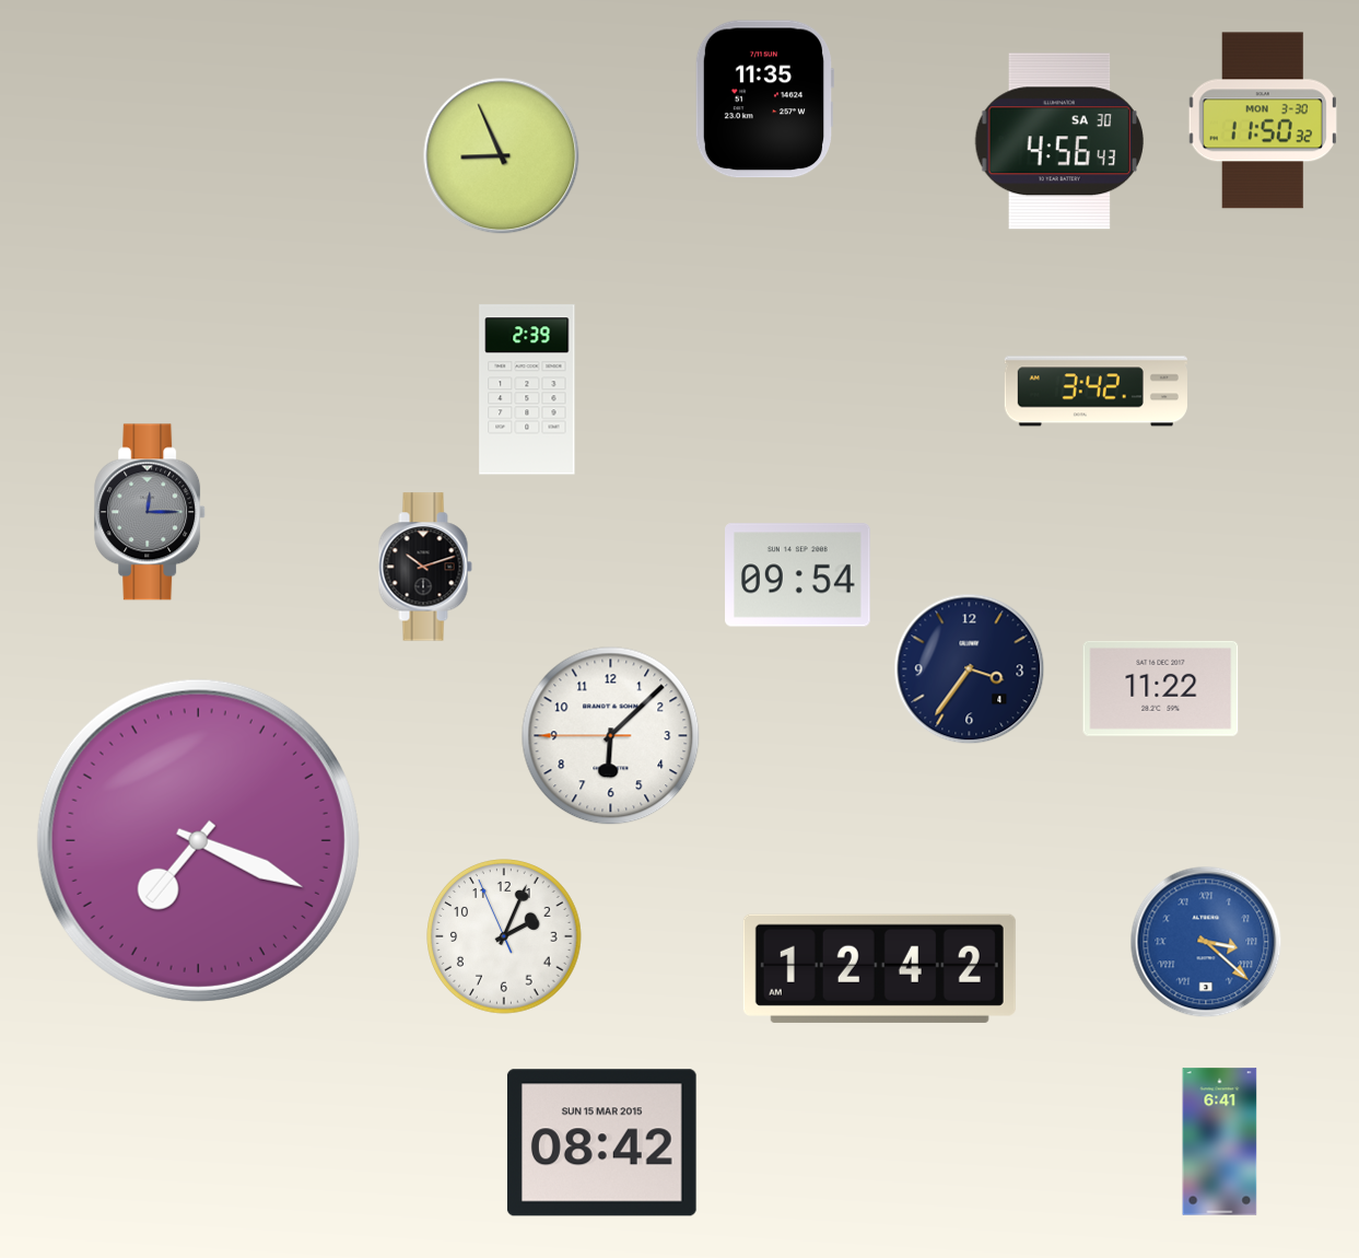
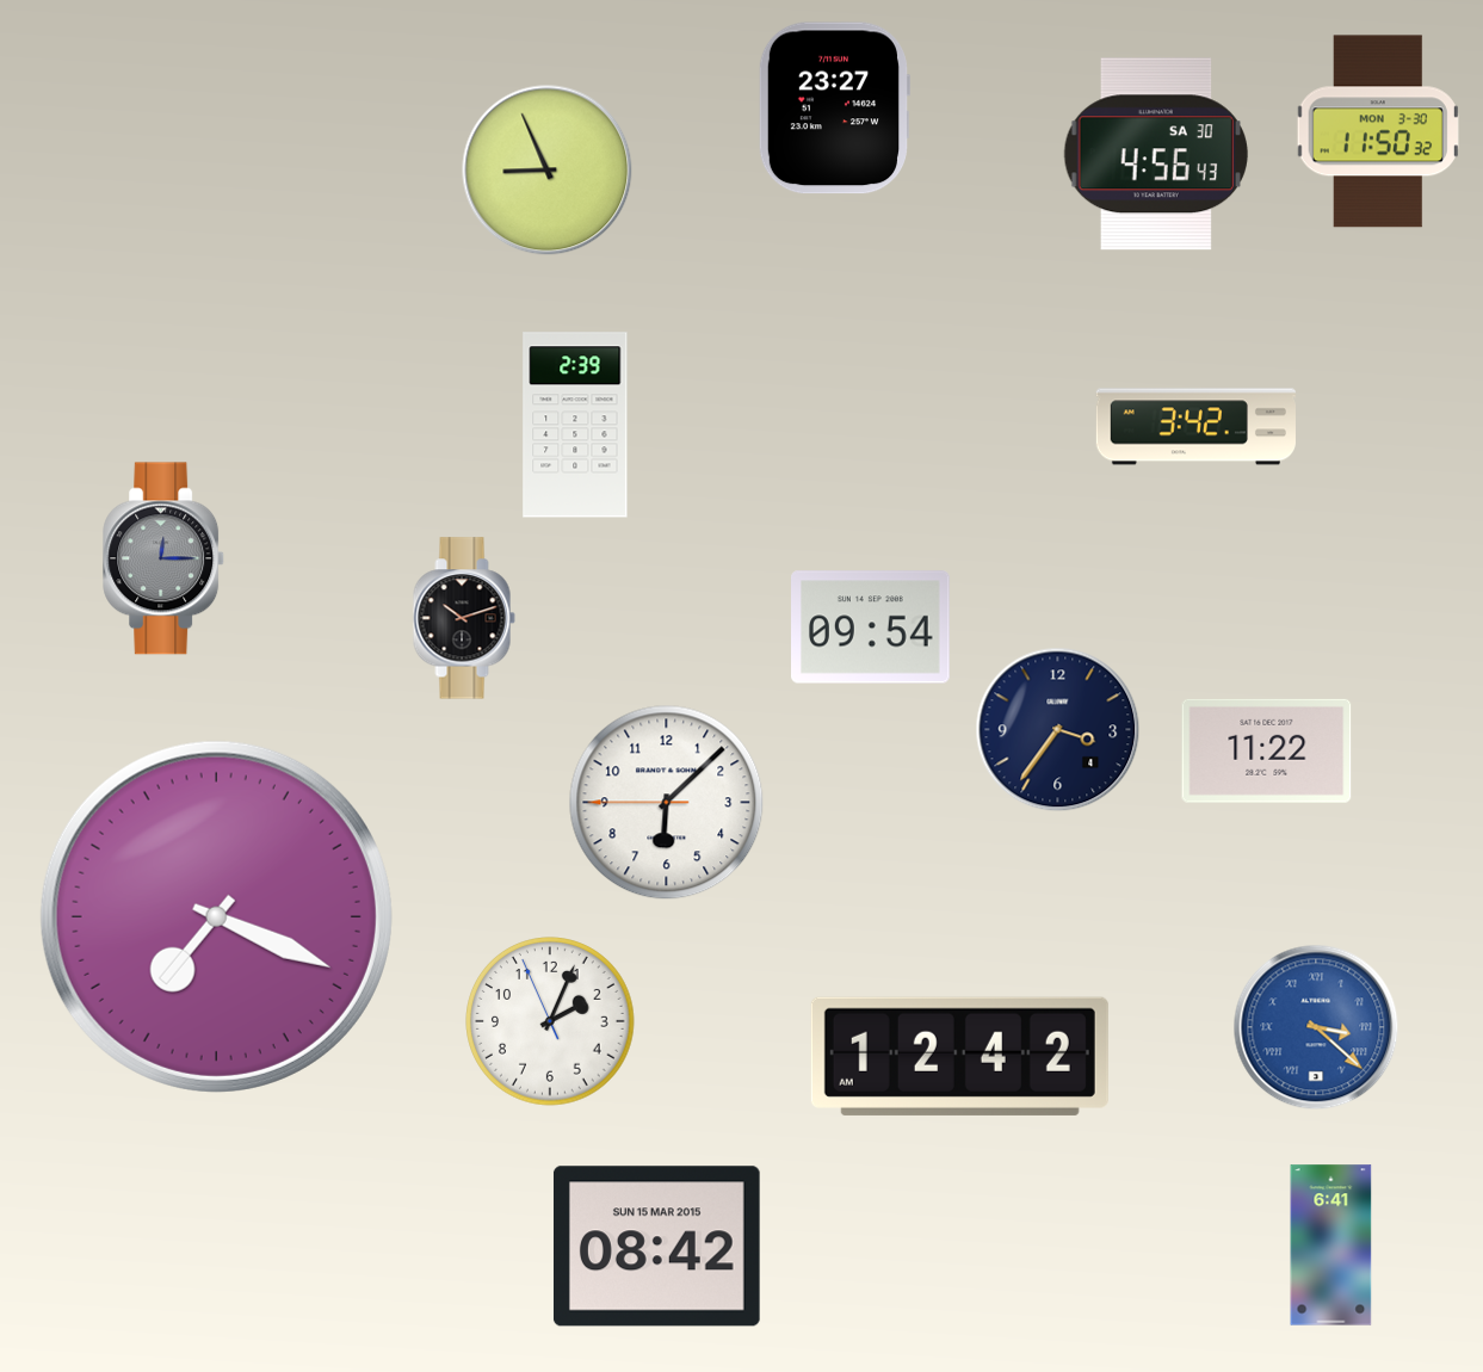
clock at (763, 100): 11:35 -> 23:27
